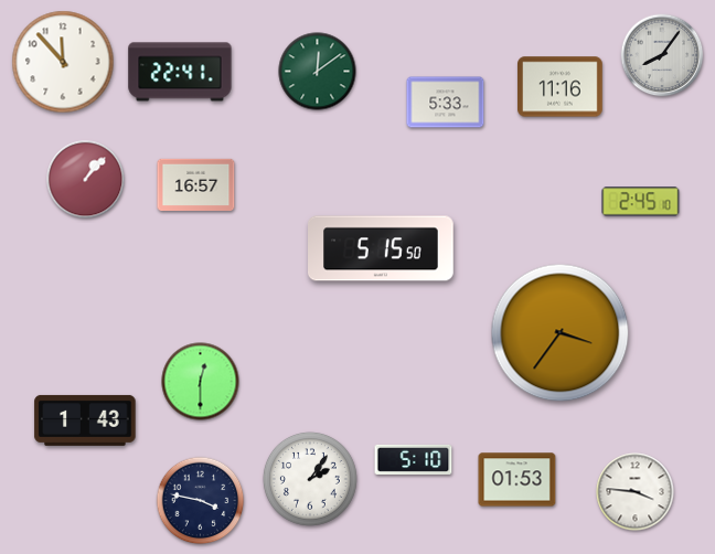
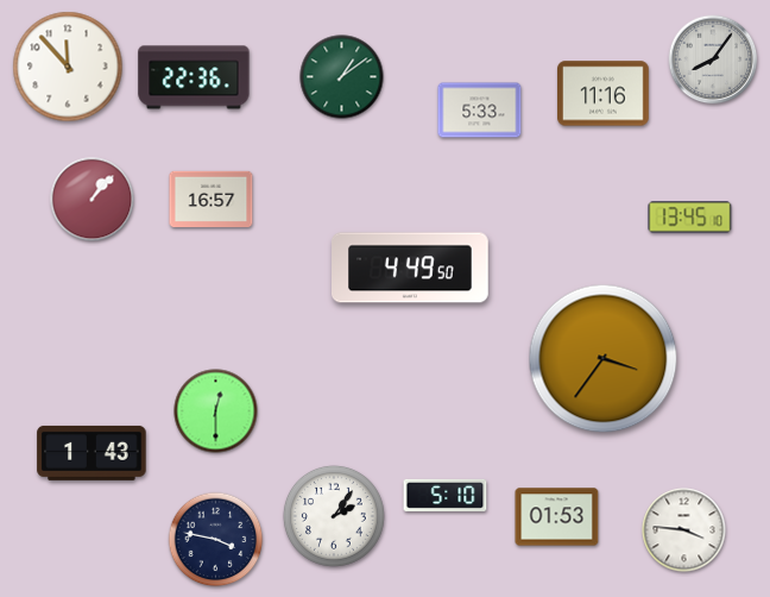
clock at (180, 72): 22:41 -> 22:36
clock at (318, 72): 12:09 -> 1:09
clock at (86, 180) position: (86, 180) -> (93, 200)
clock at (641, 202): 2:45 -> 13:45
clock at (382, 248): 5:15 -> 4:49
